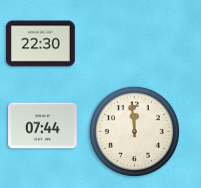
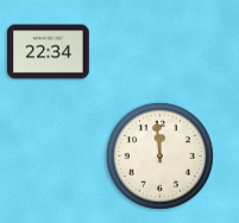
clock at (41, 44): 22:30 -> 22:34
clock at (43, 126): 07:44 -> none
